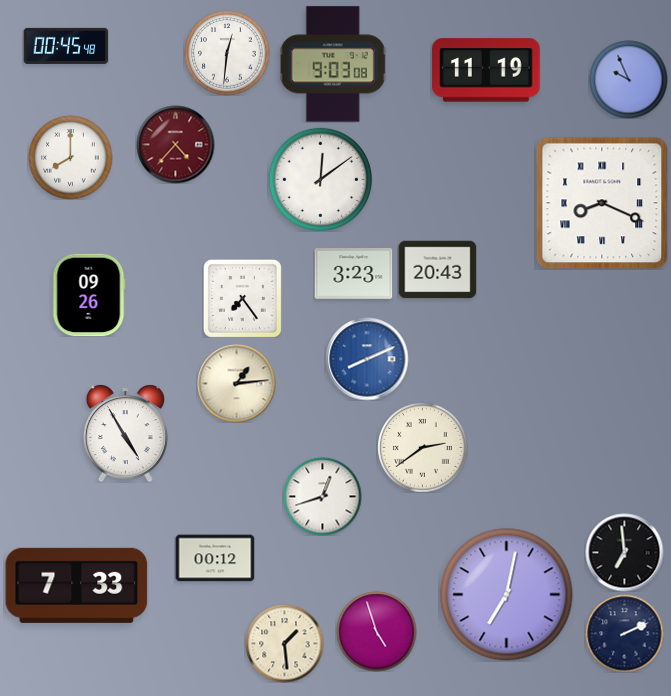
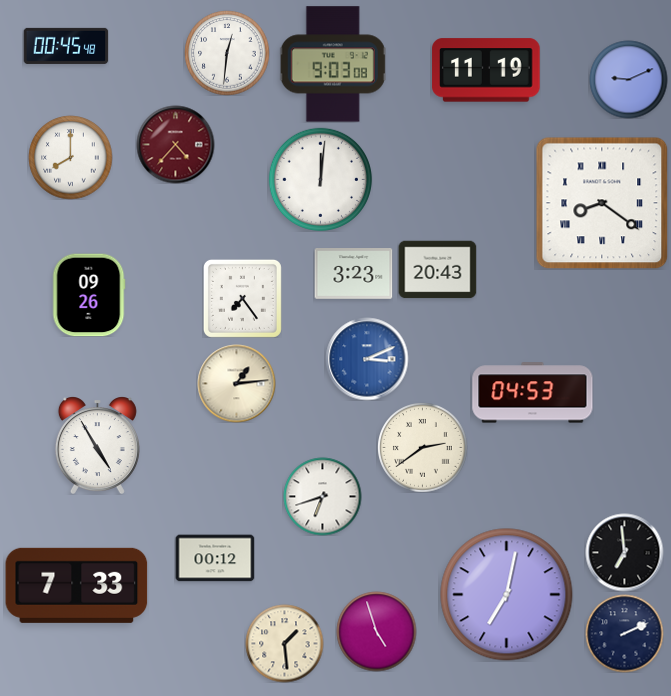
clock at (628, 79): 9:56 -> 9:11
clock at (320, 179): 12:09 -> 12:01
clock at (602, 203): 8:19 -> 8:21
clock at (367, 359): 8:11 -> 3:11
clock at (533, 393): none -> 04:53
clock at (125, 433) position: (125, 433) -> (97, 445)
clock at (322, 496): 12:42 -> 6:42
